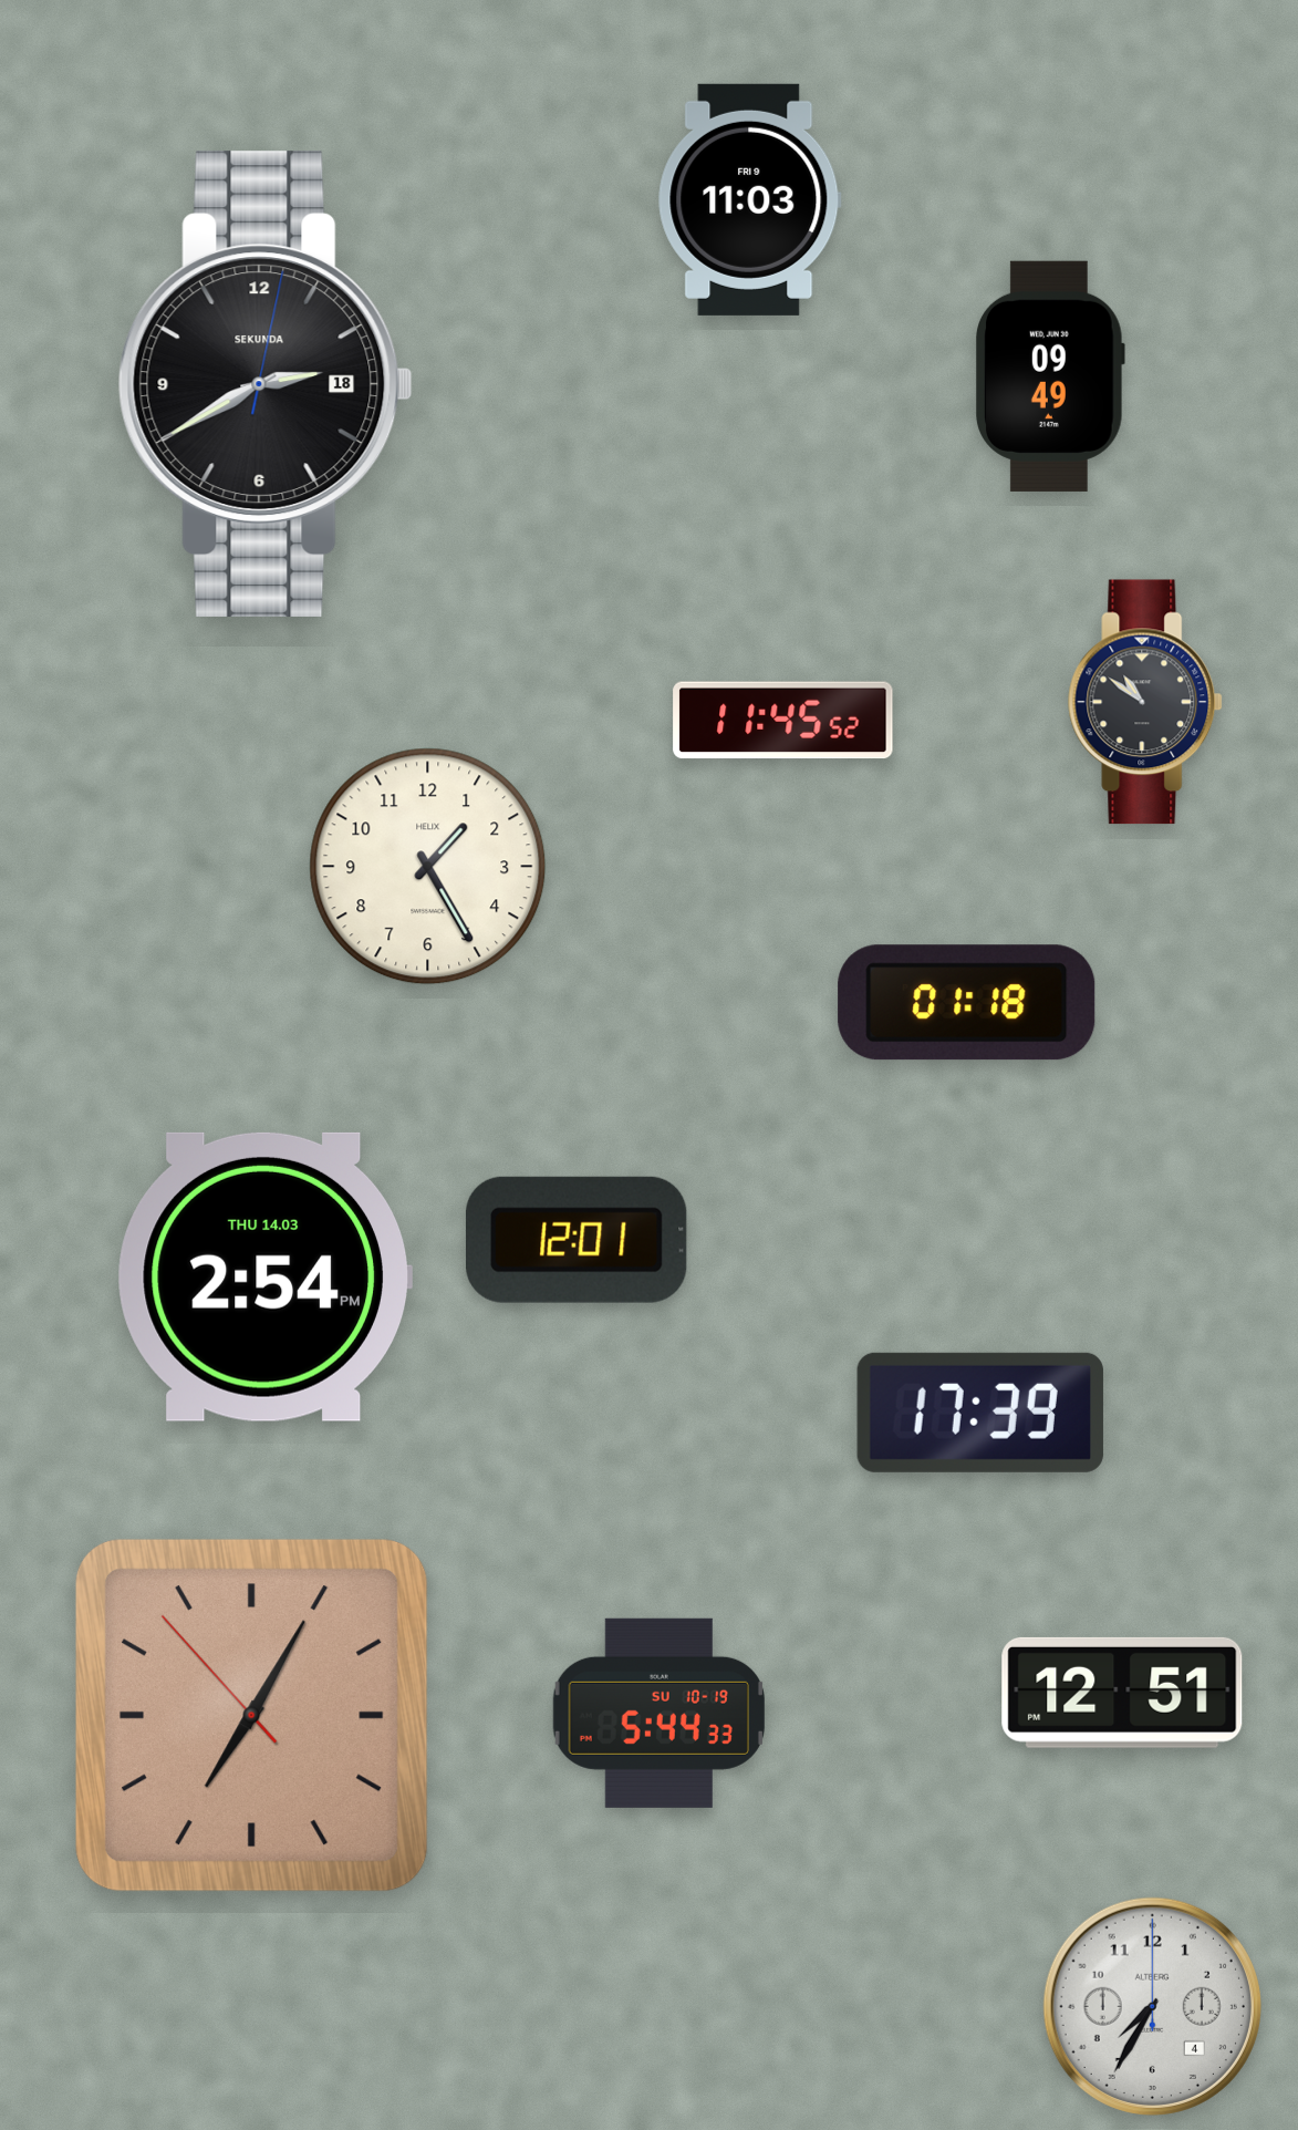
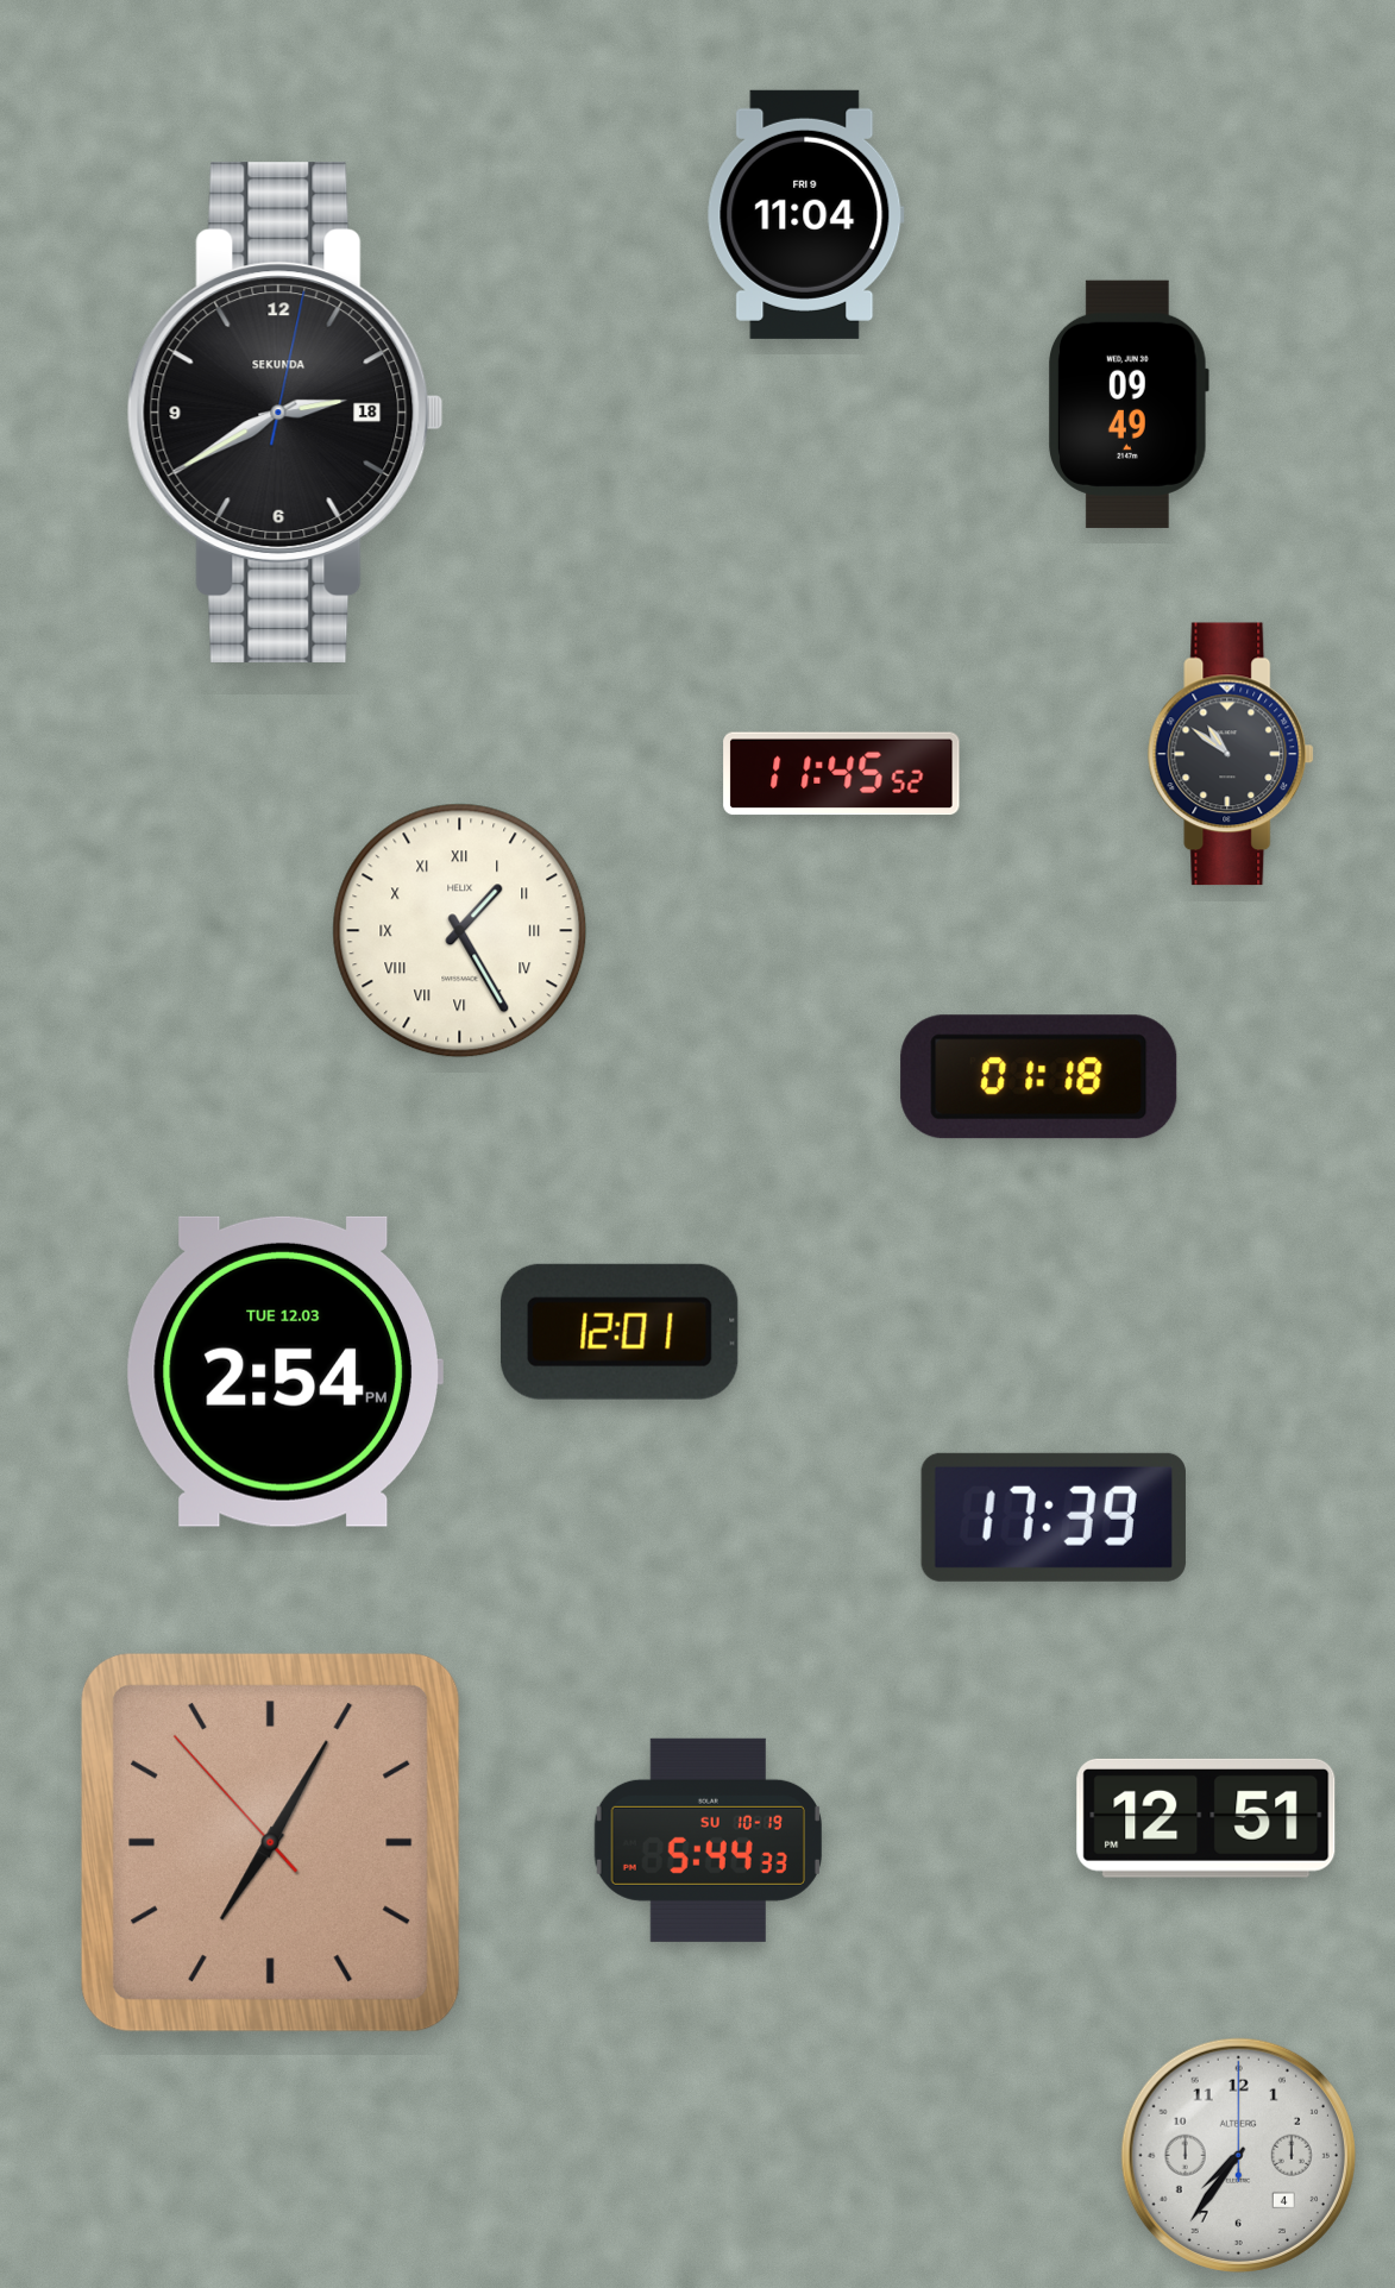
clock at (750, 199): 11:03 -> 11:04
clock at (428, 867) numerals: Arabic -> Roman
clock at (264, 1276) date: THU 14.03 -> TUE 12.03
clock at (1152, 2006): 7:35 -> 7:36
